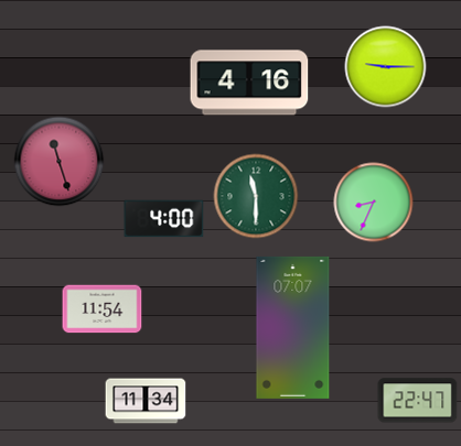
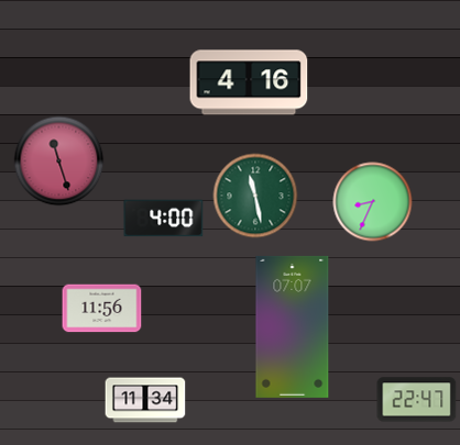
clock at (386, 67): 9:15 -> none
clock at (256, 196): 11:30 -> 11:28
clock at (103, 309): 11:54 -> 11:56
